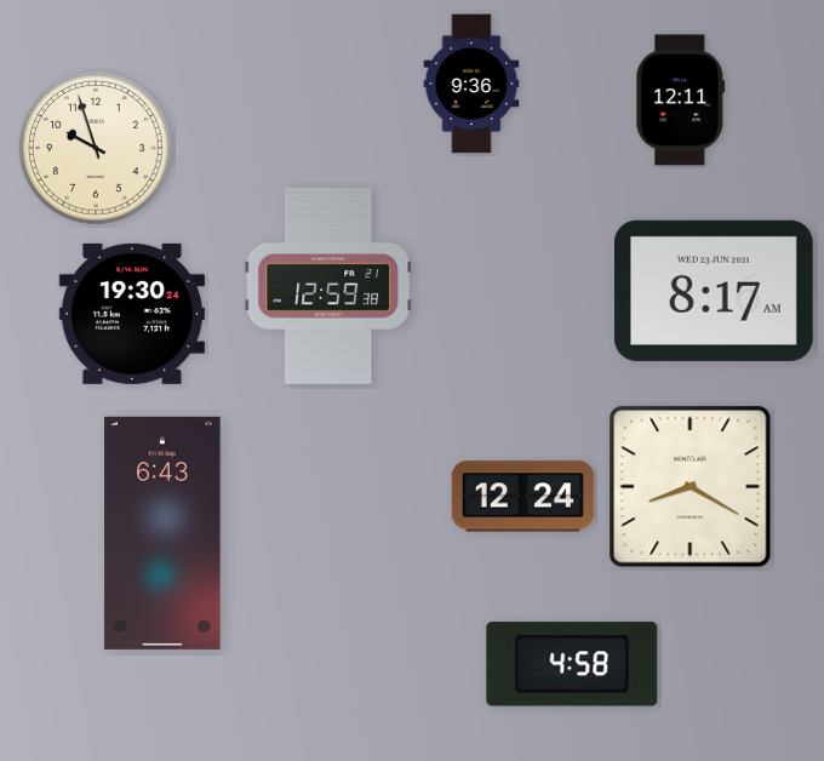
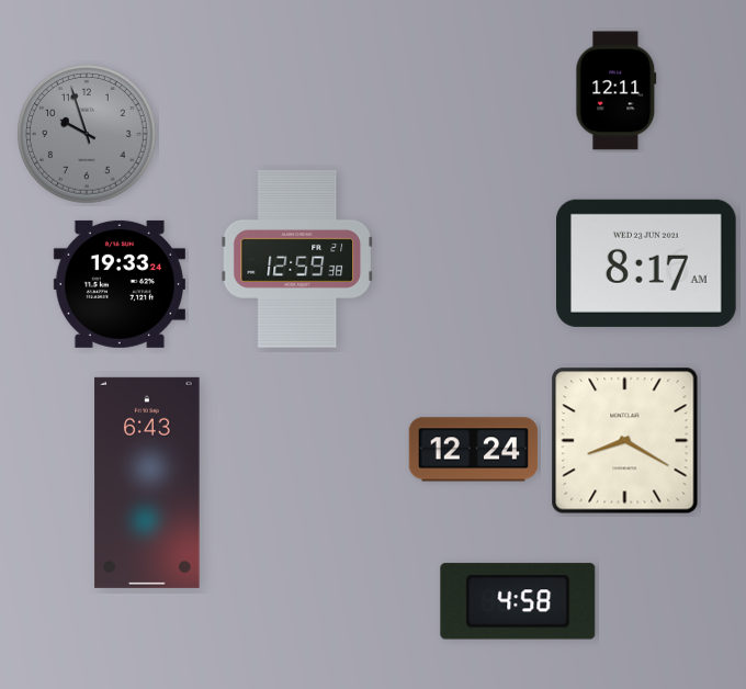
clock at (471, 84): 9:36 -> none
clock at (96, 148) dial: cream -> grey
clock at (132, 314): 19:30 -> 19:33
